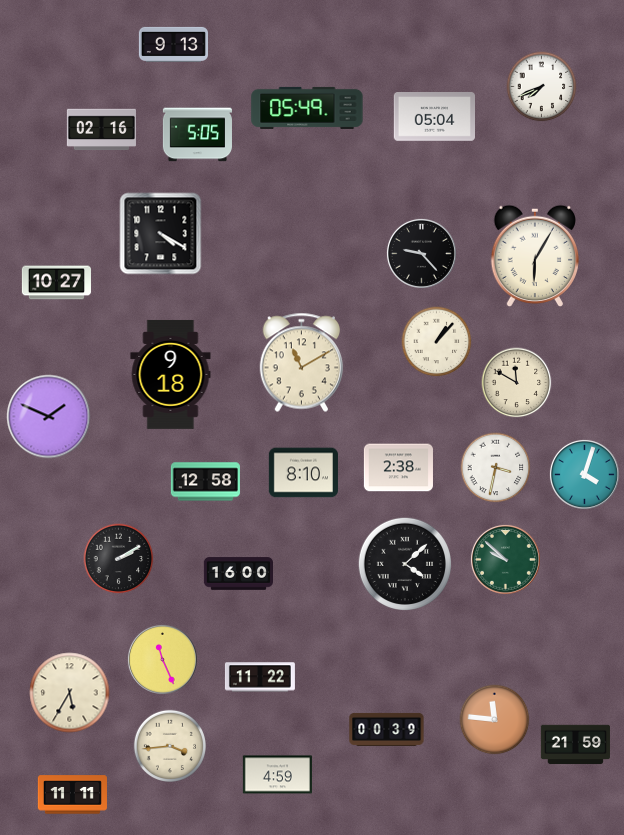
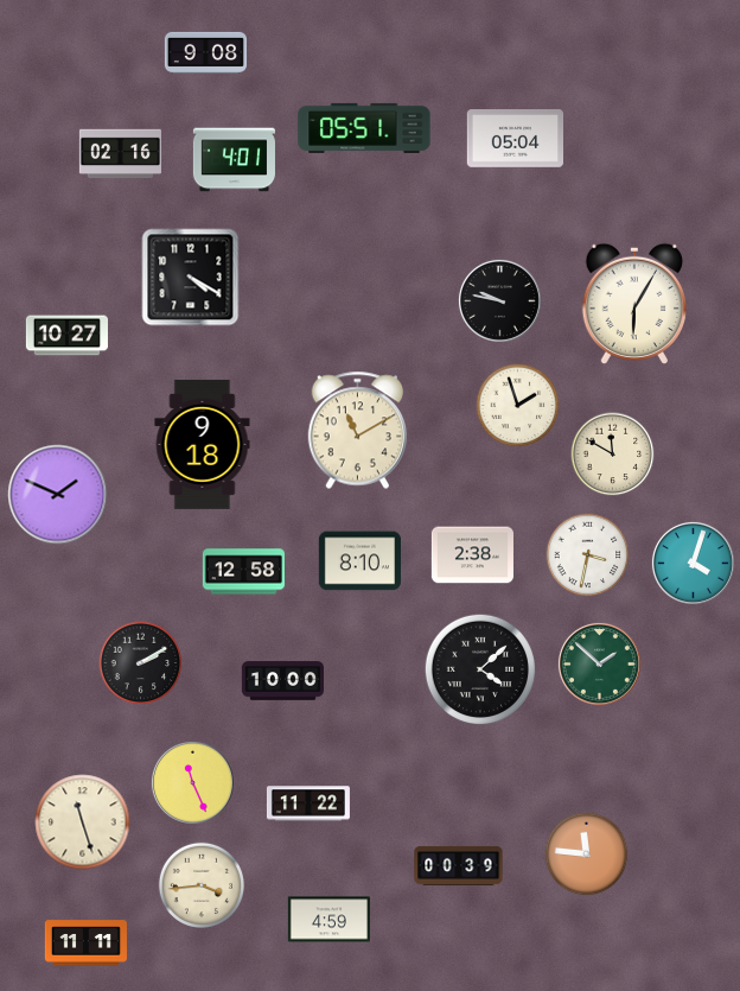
clock at (173, 44): 9:13 -> 9:08
clock at (542, 87): 7:41 -> none
clock at (307, 108): 05:49 -> 05:51
clock at (197, 135): 5:05 -> 4:01
clock at (421, 253): 9:23 -> 9:47
clock at (437, 342): 1:07 -> 1:57
clock at (505, 559): 9:52 -> 1:52
clock at (238, 574): 16:00 -> 10:00
clock at (70, 693): 5:35 -> 11:27
clock at (575, 745): 21:59 -> none
